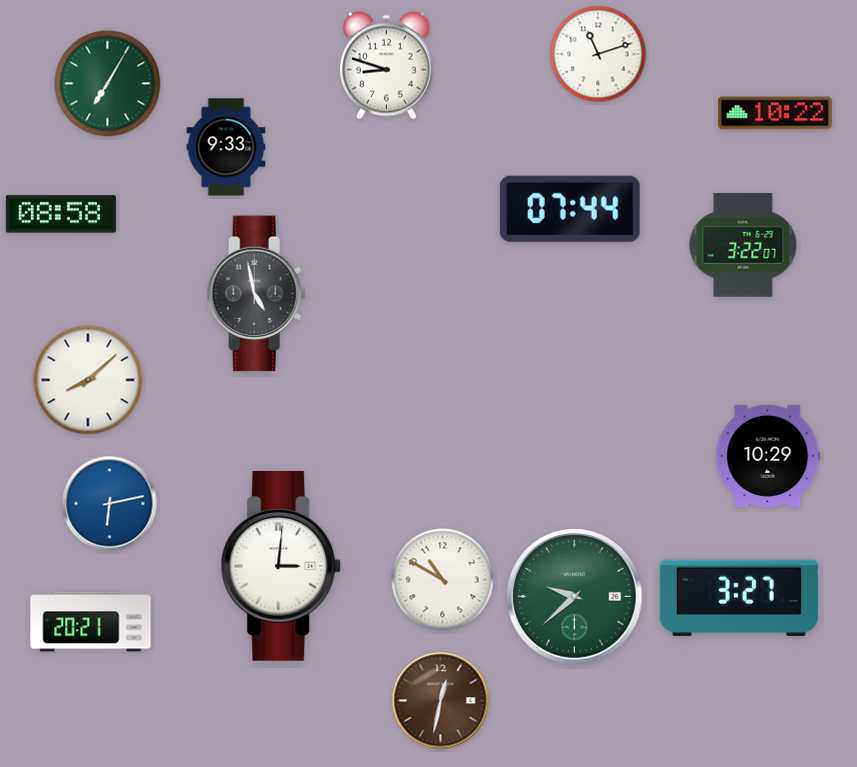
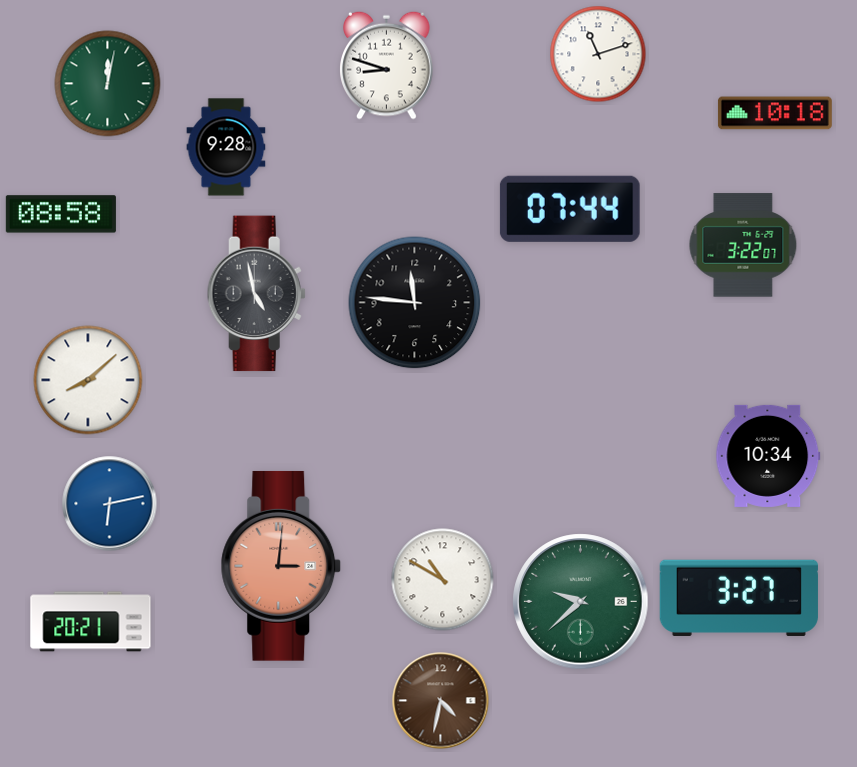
clock at (108, 84): 7:05 -> 12:02
clock at (775, 113): 10:22 -> 10:18
clock at (226, 147): 9:33 -> 9:28
clock at (415, 303): none -> 11:46
clock at (768, 456): 10:29 -> 10:34
clock at (281, 566) dial: white -> salmon
clock at (575, 597) position: (575, 597) -> (581, 602)
clock at (441, 701): 12:32 -> 4:32
